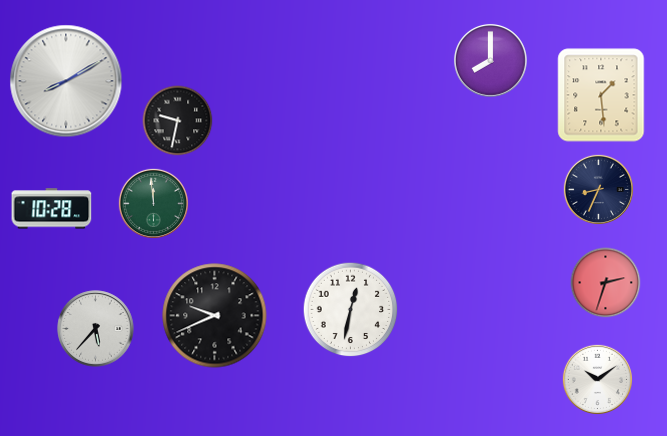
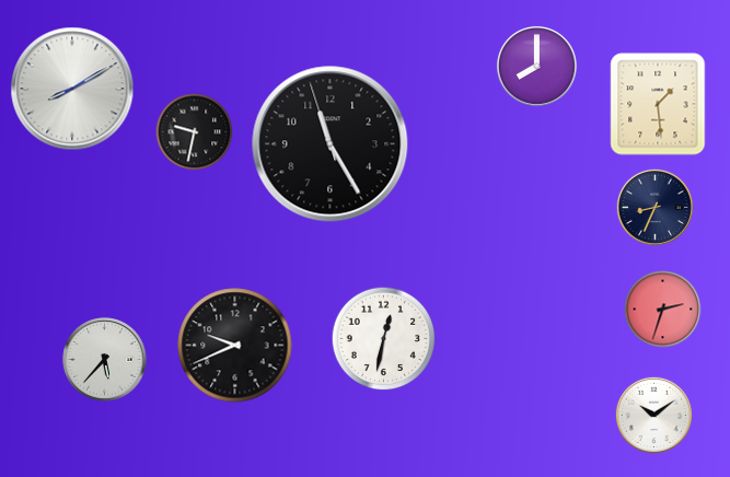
clock at (331, 144): none -> 11:24
clock at (153, 203): 11:59 -> none
clock at (52, 209): 10:28 -> none
